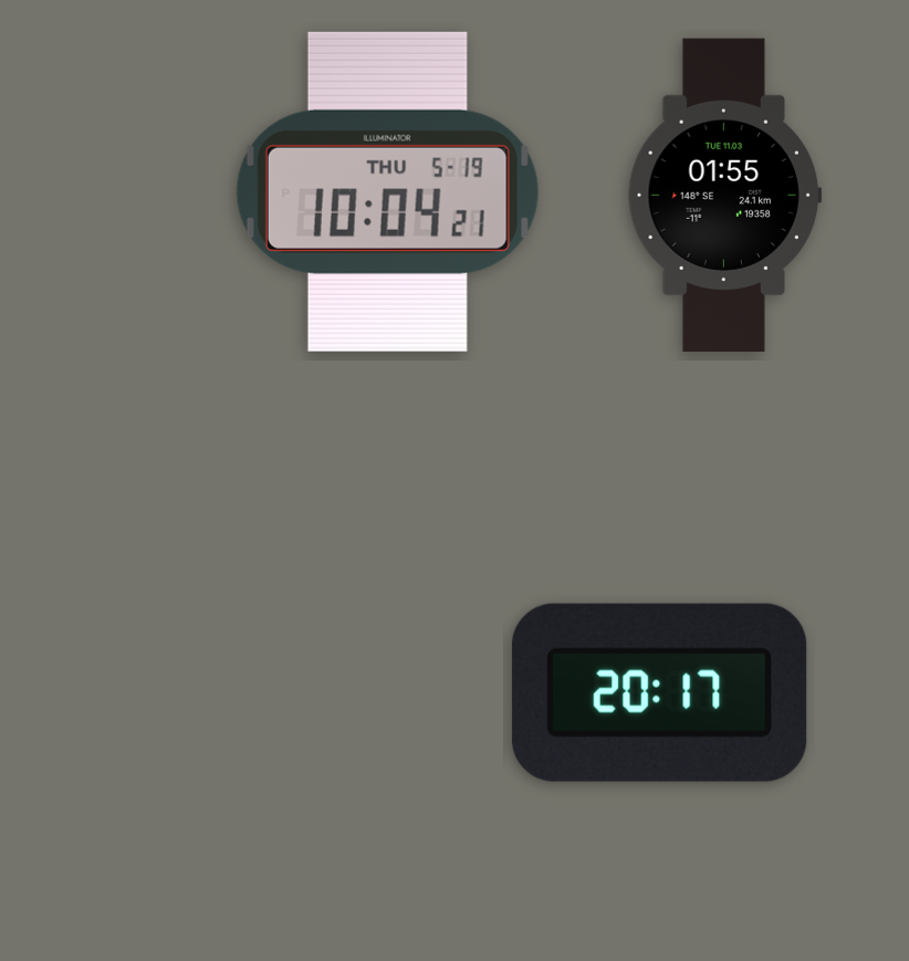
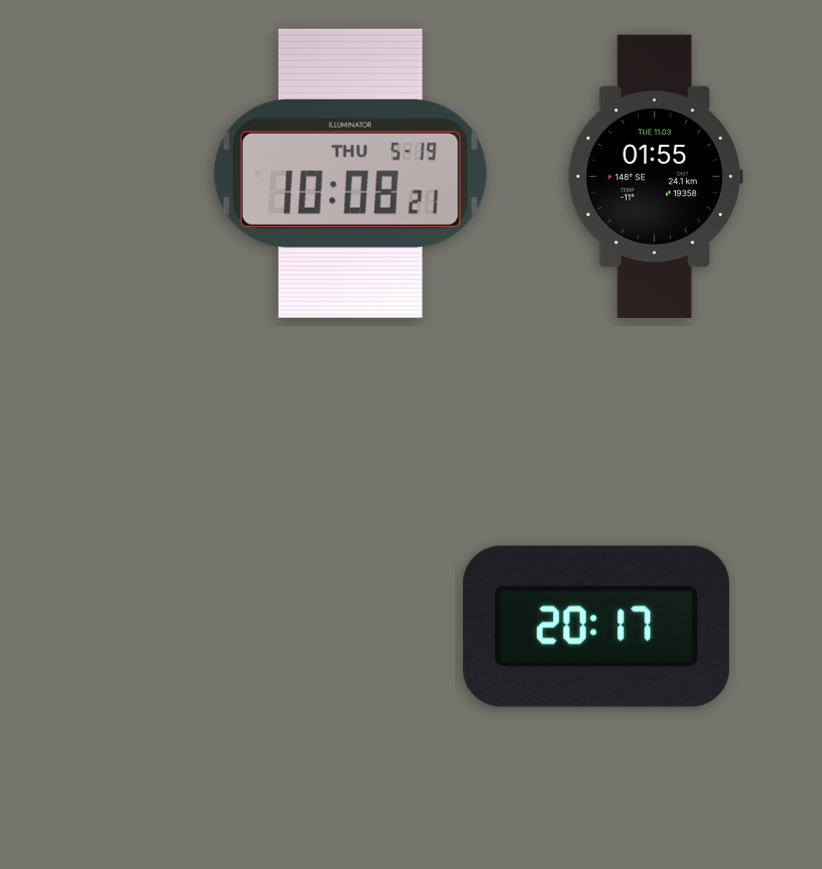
clock at (387, 191): 10:04 -> 10:08
